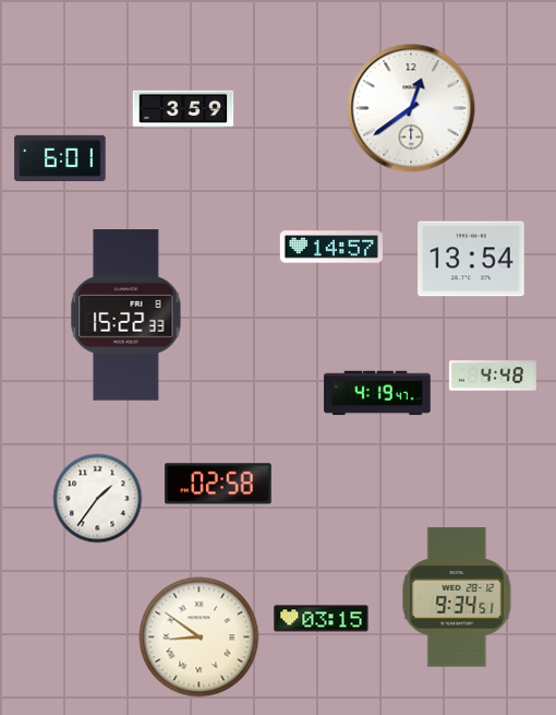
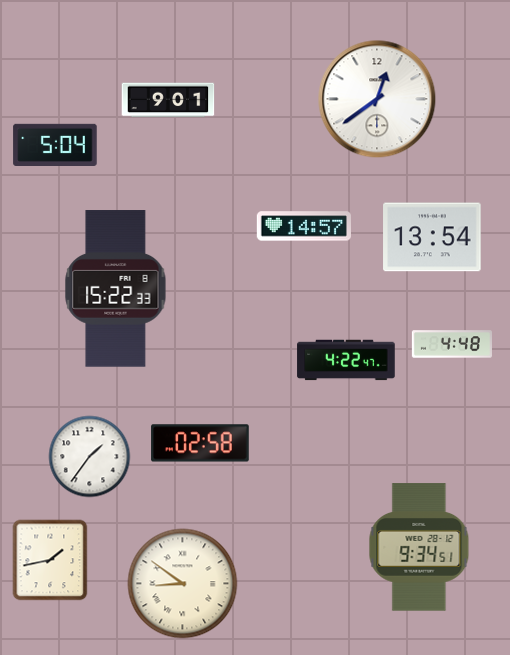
clock at (183, 109): 3:59 -> 9:01
clock at (60, 157): 6:01 -> 5:04
clock at (377, 393): 4:19 -> 4:22
clock at (50, 560): none -> 1:43
clock at (322, 619): 03:15 -> none
